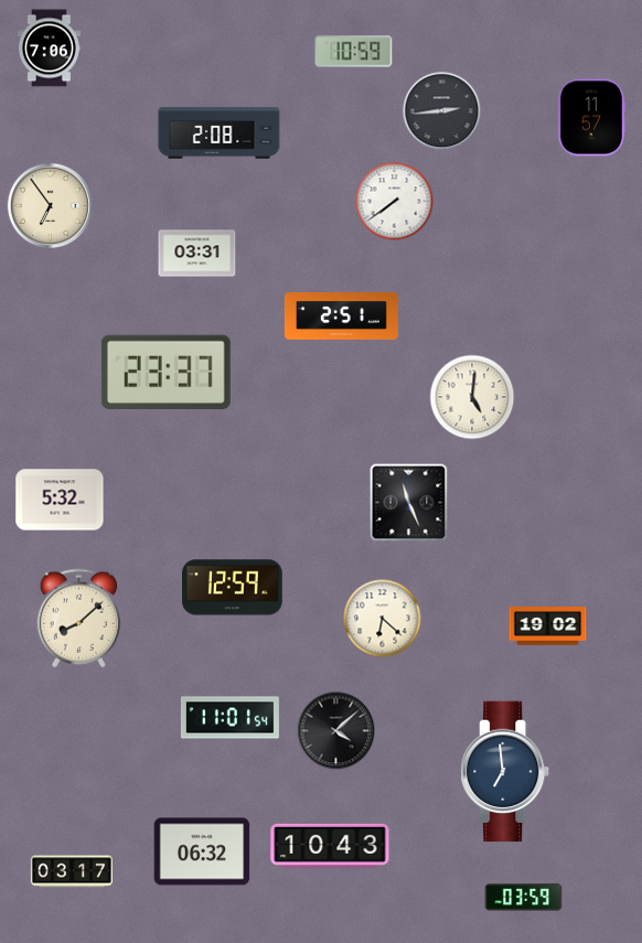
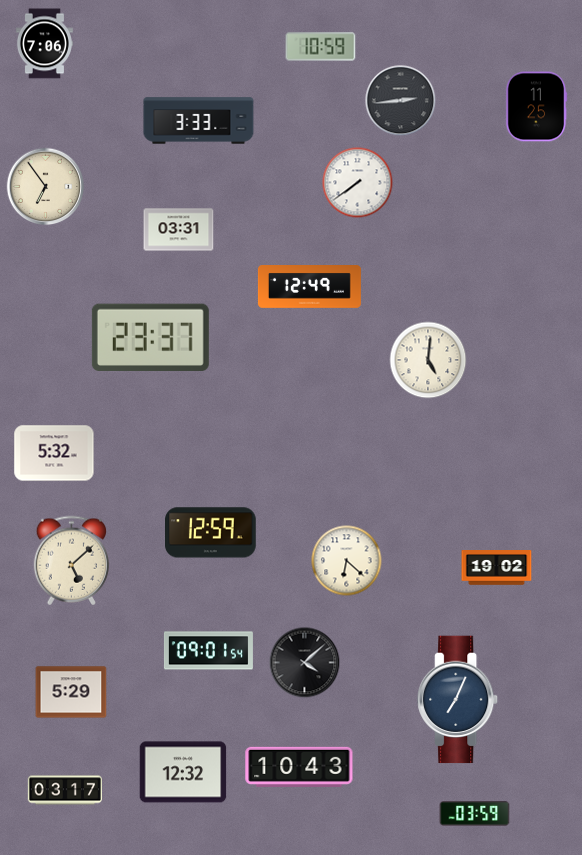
clock at (591, 118): 11:57 -> 11:25
clock at (220, 133): 2:08 -> 3:33
clock at (341, 317): 2:51 -> 12:49
clock at (409, 503): 11:26 -> none
clock at (78, 619): 8:08 -> 5:08
clock at (229, 718): 11:01 -> 09:01
clock at (71, 692): none -> 5:29
clock at (505, 772): 6:59 -> 7:04
clock at (202, 851): 06:32 -> 12:32
